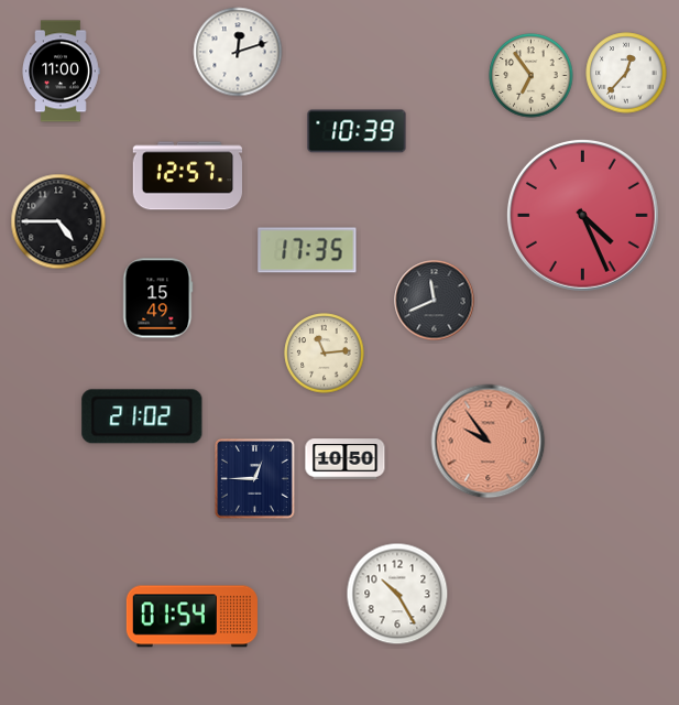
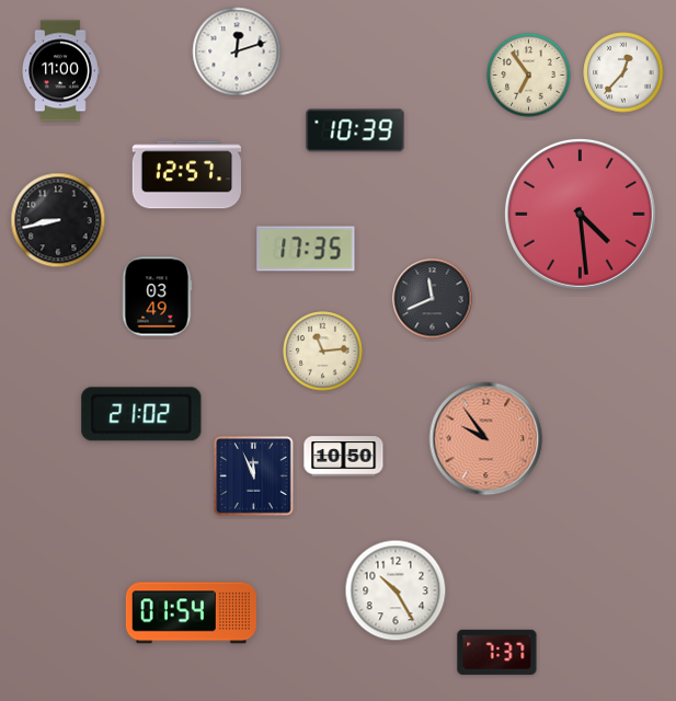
clock at (582, 215): 4:26 -> 4:29
clock at (58, 221): 4:45 -> 8:43
clock at (158, 299): 15:49 -> 03:49
clock at (254, 478): 12:45 -> 11:56
clock at (497, 652): none -> 7:37
